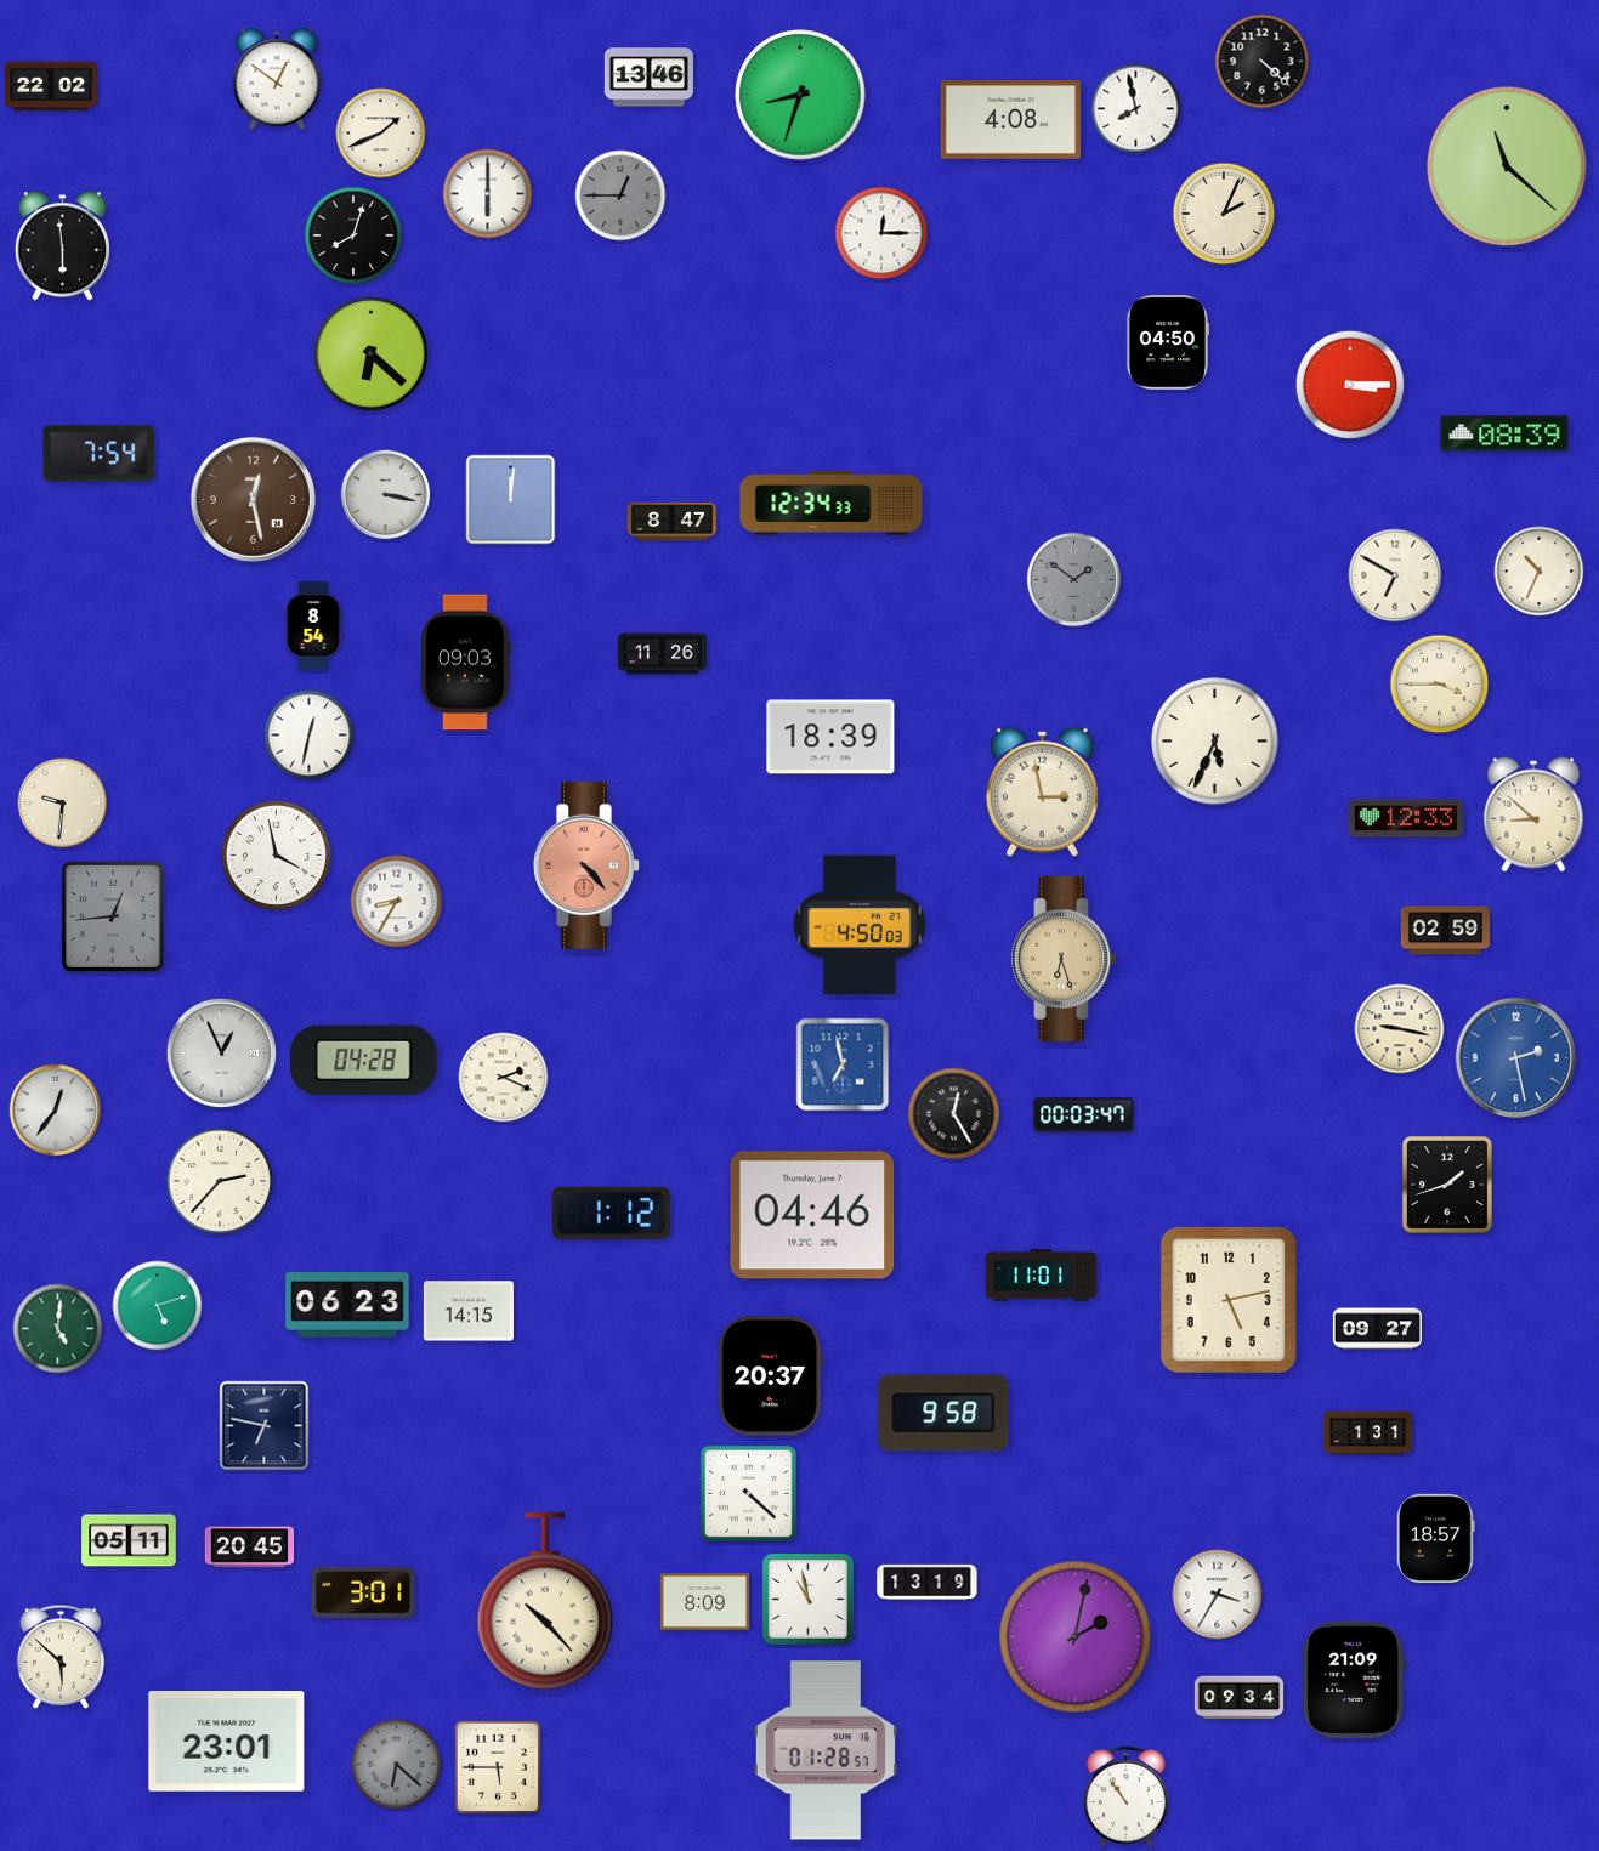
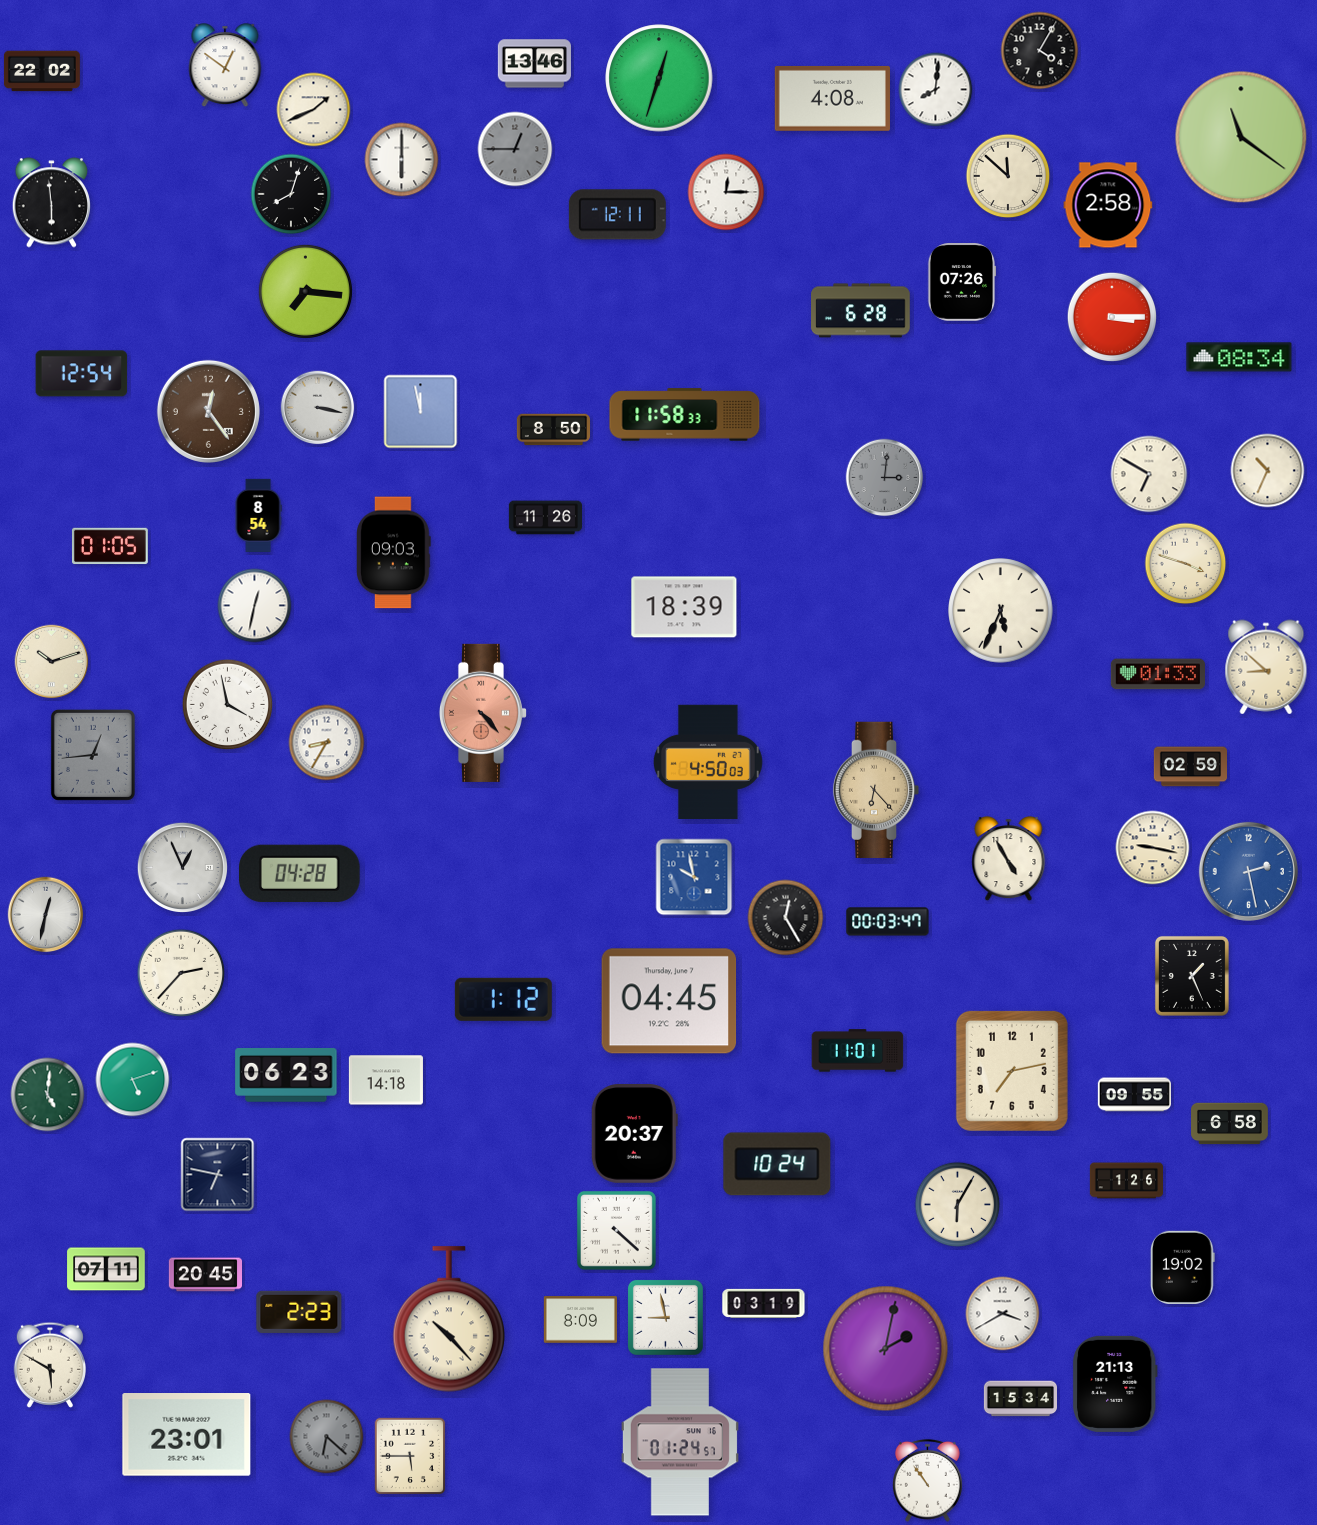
clock at (1263, 62): 4:22 -> 4:05
clock at (277, 80) position: (277, 80) -> (225, 66)
clock at (800, 95): 8:33 -> 12:33
clock at (1136, 109): 7:58 -> 8:01
clock at (1507, 166): 11:22 -> 11:21
clock at (620, 195) position: (620, 195) -> (515, 149)
clock at (1224, 214): 2:04 -> 11:52
clock at (1108, 205): none -> 2:58
clock at (617, 215): none -> 12:11
clock at (1168, 342): 04:50 -> 07:26
clock at (370, 353): 6:22 -> 7:16
clock at (861, 311): none -> 6:28
clock at (1504, 433): 08:39 -> 08:34
clock at (100, 454): 7:54 -> 12:54
clock at (253, 499): 12:28 -> 12:24
clock at (511, 500): 12:01 -> 11:58
clock at (832, 504): 12:34 -> 11:58
clock at (671, 522): 8:47 -> 8:50
clock at (1074, 580): 1:51 -> 3:01
clock at (662, 654) position: (662, 654) -> (545, 518)
clock at (110, 546): none -> 01:05
clock at (466, 663) position: (466, 663) -> (394, 553)
clock at (1440, 685): 3:45 -> 3:48
clock at (1042, 791): 2:58 -> none
clock at (63, 804): 9:31 -> 10:12
clock at (1533, 814) position: (1533, 814) -> (1266, 667)
clock at (1406, 818): 12:33 -> 01:33
clock at (1064, 959): 6:27 -> 6:23
clock at (1009, 860): none -> 4:55
clock at (843, 1064): 6:58 -> 9:58
clock at (504, 1078): 2:19 -> none
clock at (56, 1111): 12:36 -> 12:32
clock at (1084, 1115) position: (1084, 1115) -> (888, 922)
clock at (1447, 1185): 1:42 -> 1:26
clock at (812, 1215): 04:46 -> 04:45
clock at (1229, 1300): 5:13 -> 7:13
clock at (158, 1306) position: (158, 1306) -> (133, 1080)
clock at (469, 1311): 14:15 -> 14:18
clock at (1377, 1329): 09:27 -> 09:55
clock at (1230, 1124): none -> 6:58
clock at (943, 1413): 9:58 -> 10:24
clock at (1367, 1433): 1:31 -> 1:26
clock at (958, 1205): none -> 6:05
clock at (1436, 1538): 18:57 -> 19:02
clock at (129, 1540): 05:11 -> 07:11
clock at (928, 1582): 13:19 -> 03:19
clock at (363, 1592): 3:01 -> 2:23
clock at (1218, 1595): 3:35 -> 3:40
clock at (807, 1599): 10:58 -> 8:58
clock at (59, 1657): 5:52 -> 5:50
clock at (1354, 1680): 21:09 -> 21:13
clock at (1238, 1698): 09:34 -> 15:34
clock at (826, 1750): 01:28 -> 01:24
clock at (397, 1765) position: (397, 1765) -> (327, 1437)
